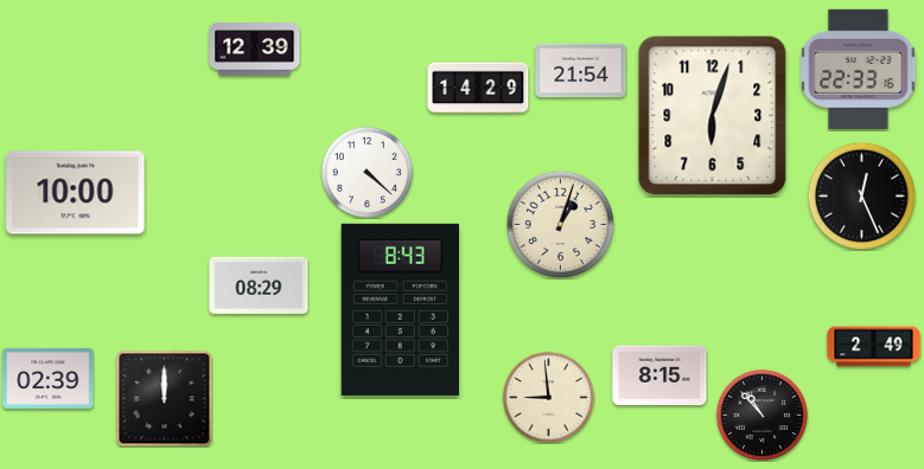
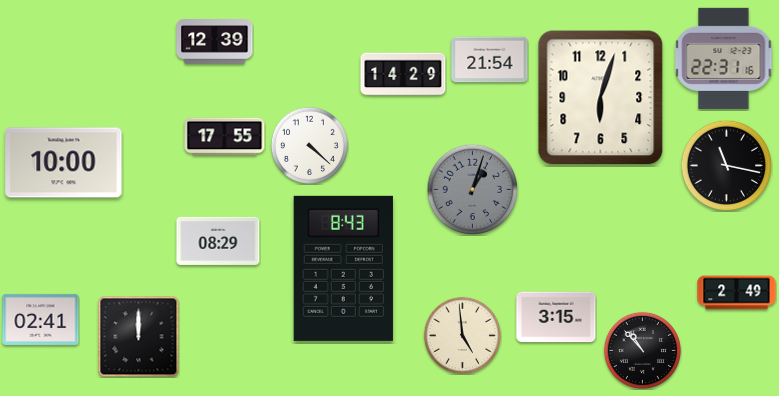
clock at (859, 69): 22:33 -> 22:31
clock at (225, 137): none -> 17:55
clock at (861, 195): 12:26 -> 11:17
clock at (560, 224) dial: cream -> grey
clock at (400, 309) position: (400, 309) -> (343, 268)
clock at (659, 375): 8:15 -> 3:15
clock at (49, 378): 02:39 -> 02:41
clock at (548, 397): 8:59 -> 4:59
